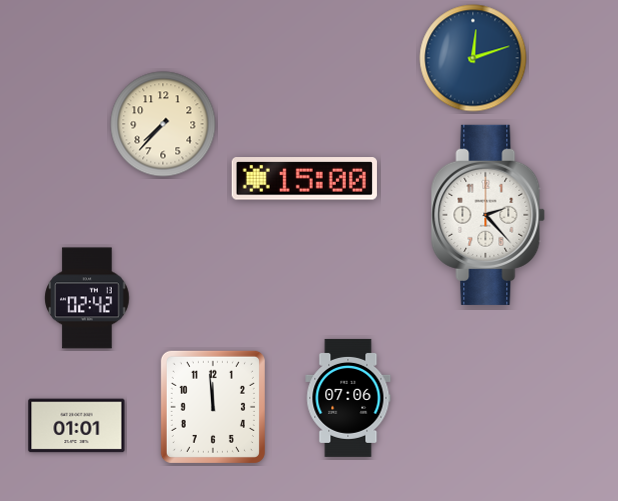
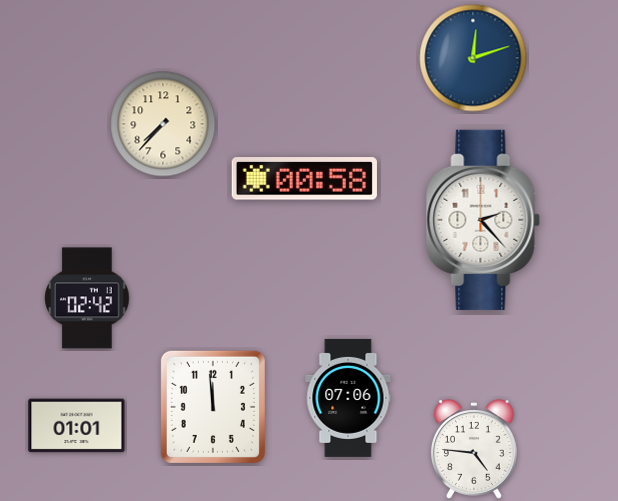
clock at (304, 179): 15:00 -> 00:58
clock at (488, 215) position: (488, 215) -> (483, 220)
clock at (474, 449): none -> 4:46
